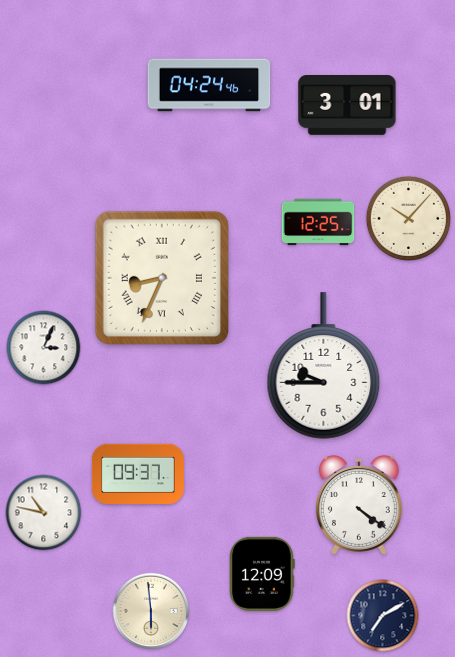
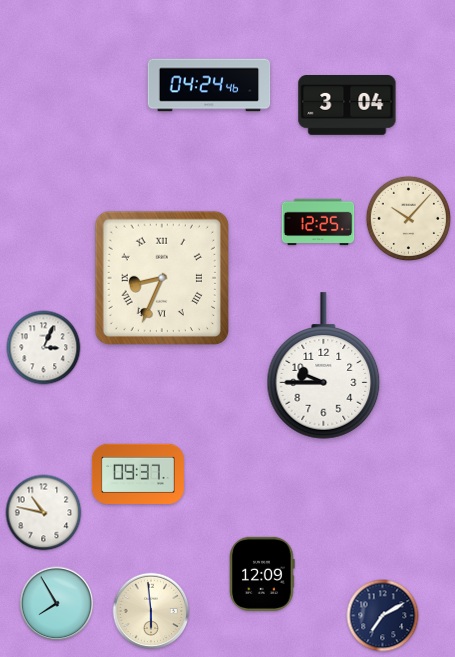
clock at (347, 106): 3:01 -> 3:04
clock at (359, 505): 4:21 -> none
clock at (57, 604): none -> 7:55
